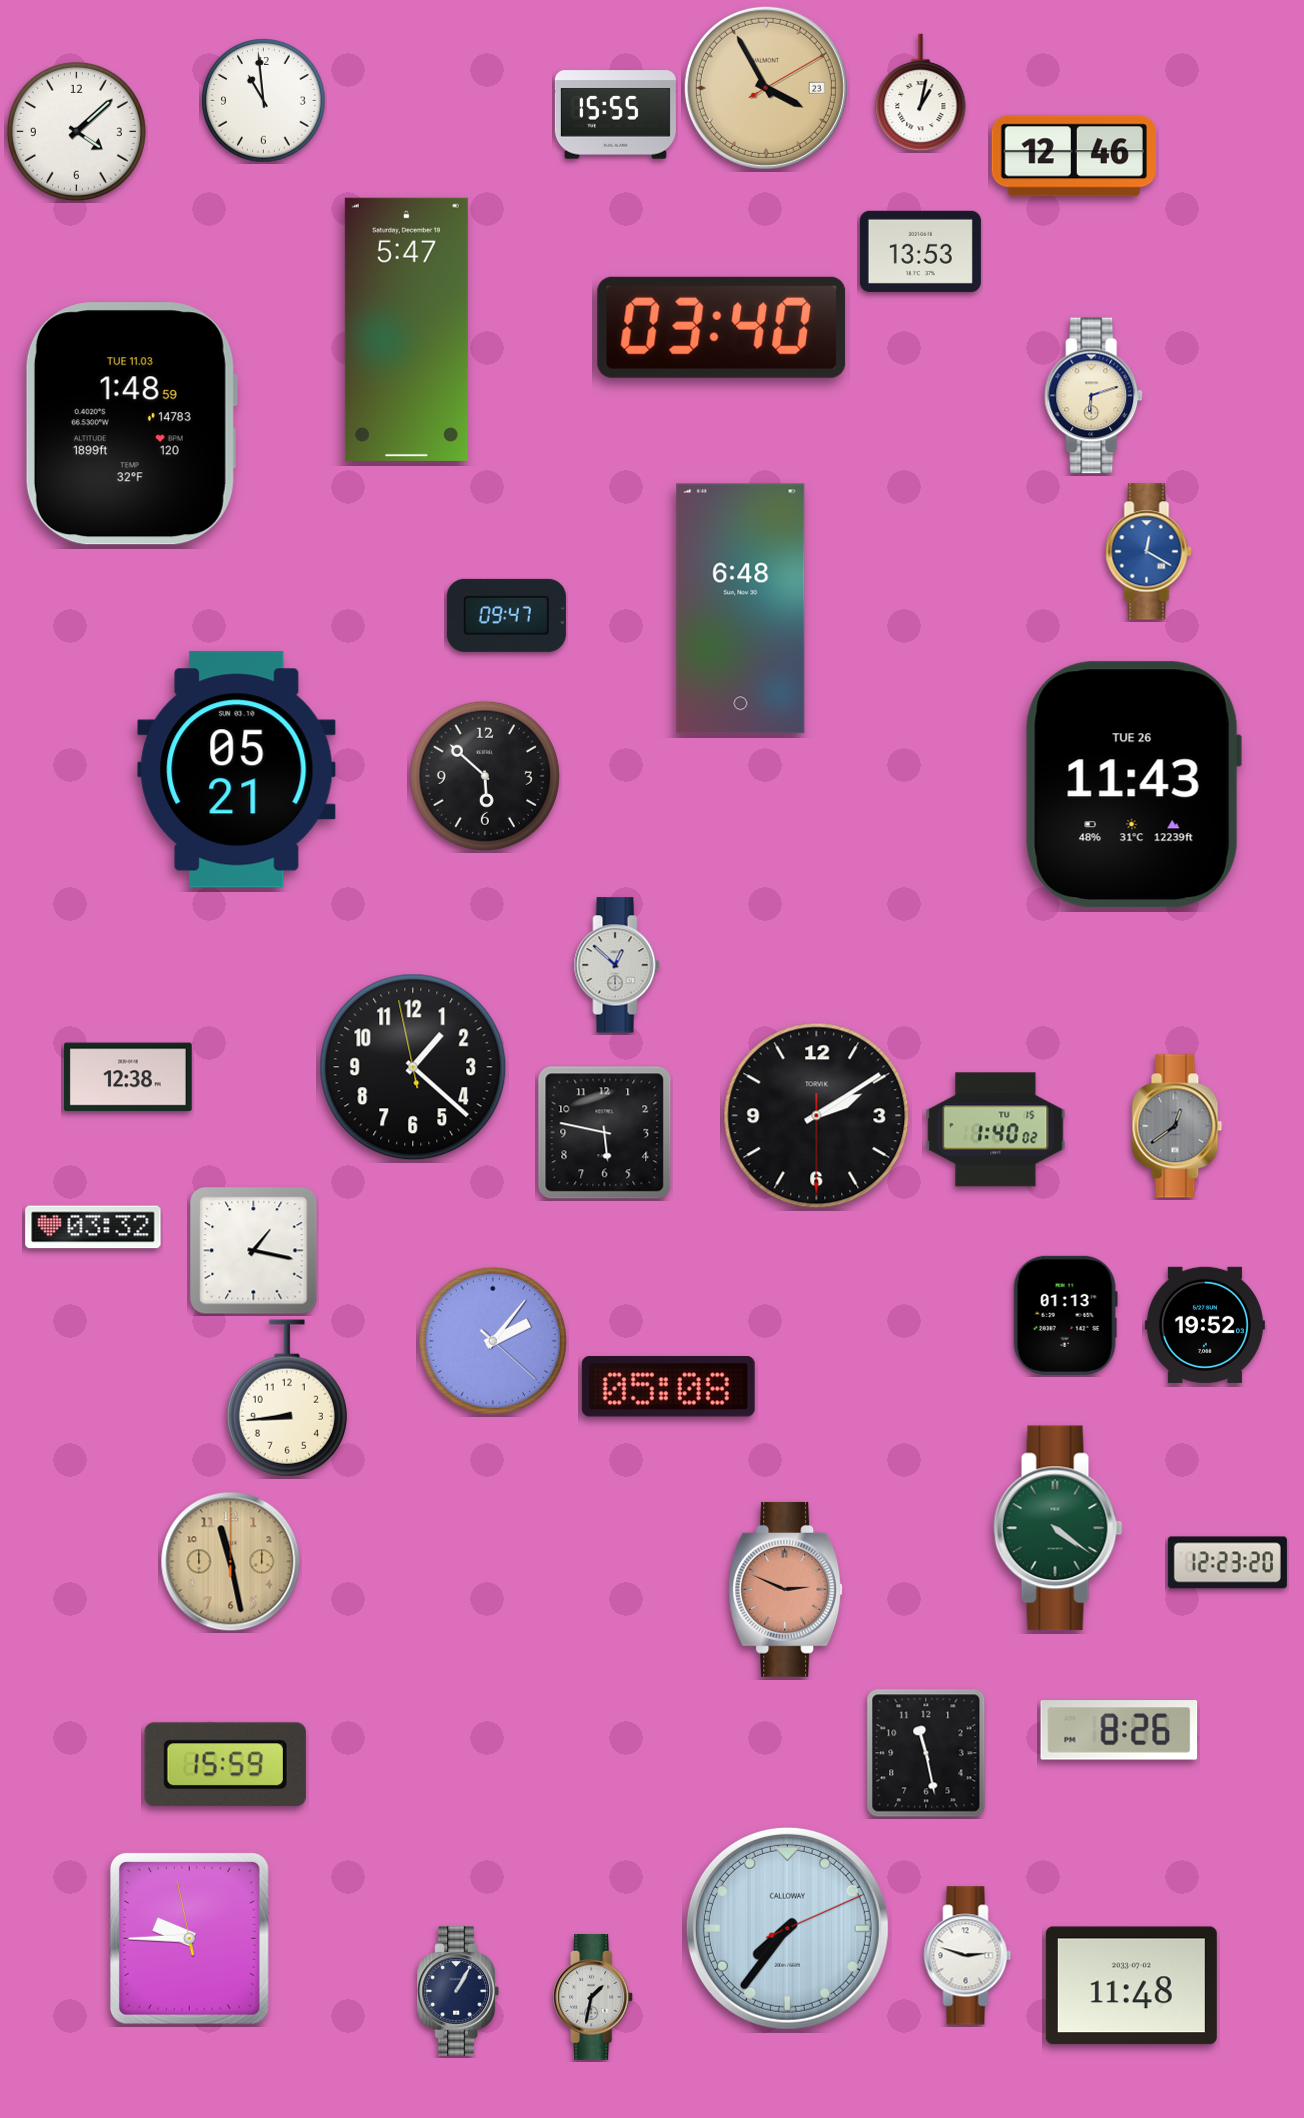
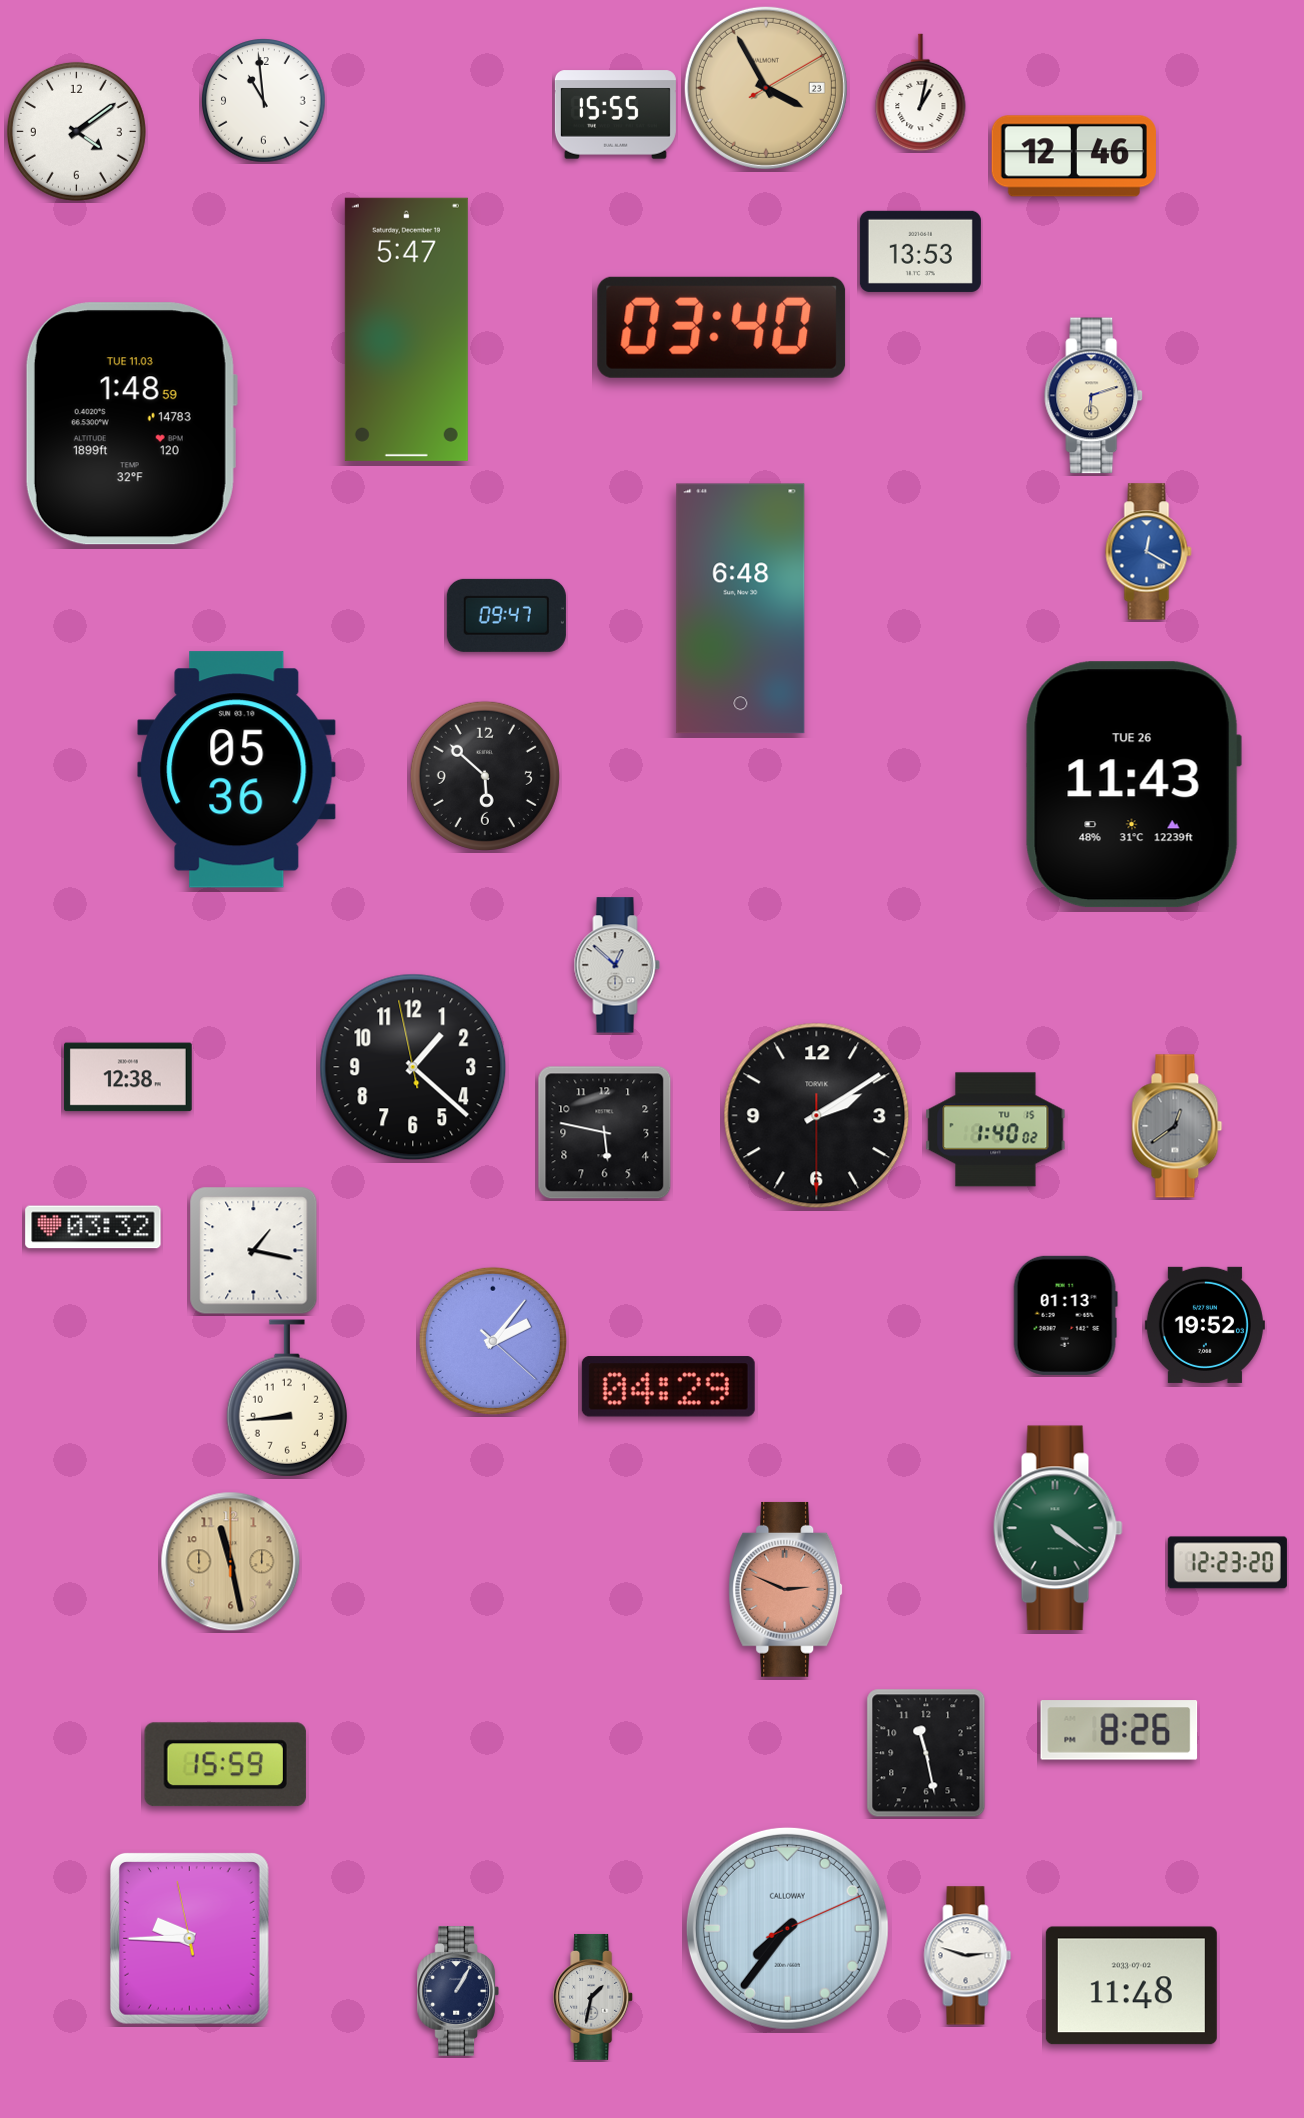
clock at (76, 131): 4:08 -> 4:09
clock at (237, 770): 05:21 -> 05:36
clock at (668, 1387): 05:08 -> 04:29
